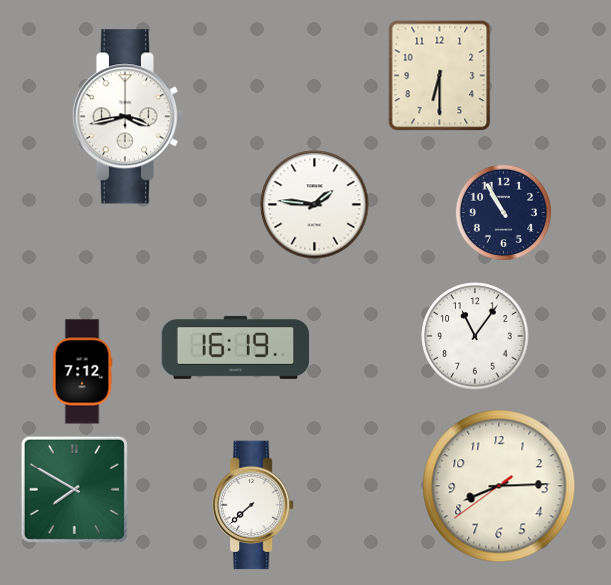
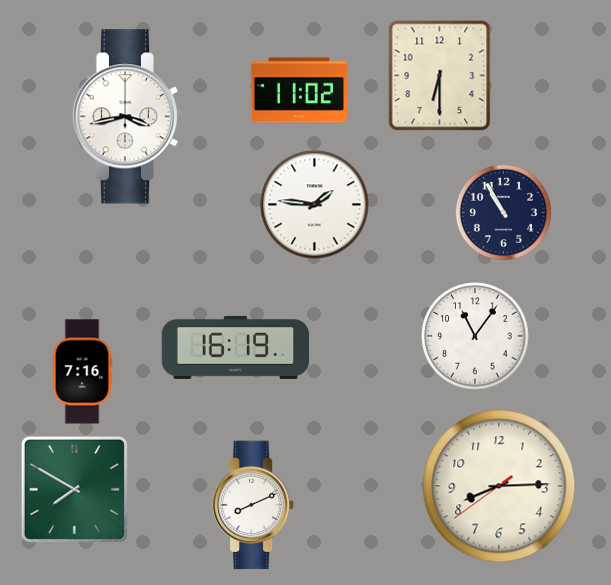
clock at (299, 90): none -> 11:02
clock at (82, 372): 7:12 -> 7:16
clock at (253, 505): 7:38 -> 8:11
